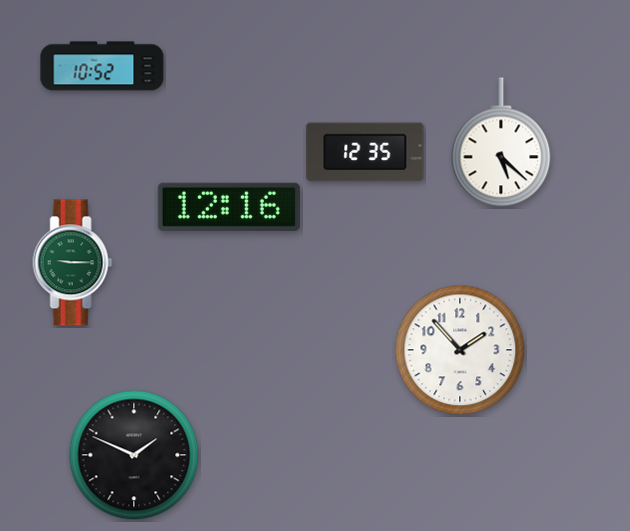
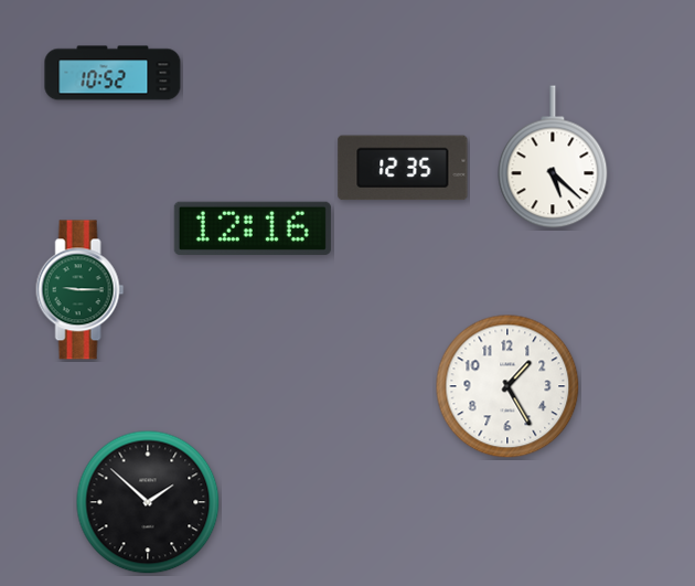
clock at (460, 350): 1:53 -> 1:25
clock at (134, 455): 1:49 -> 1:52
